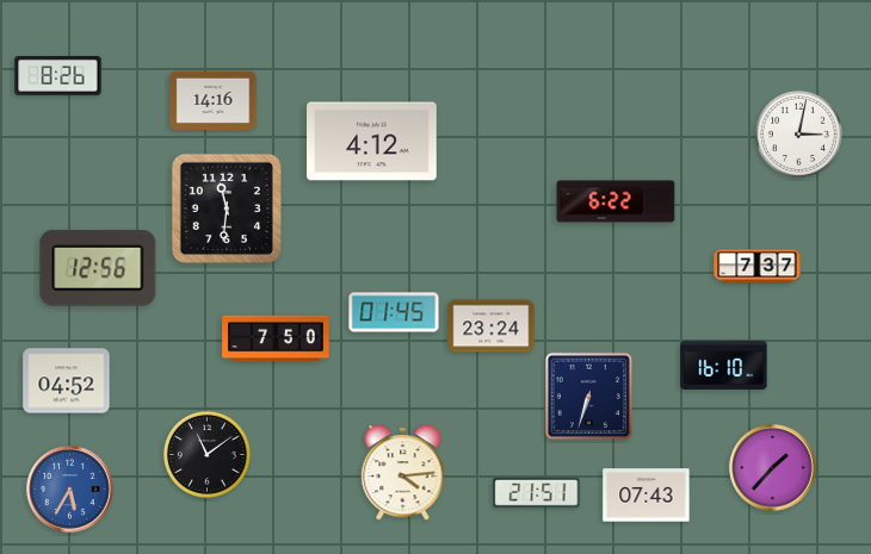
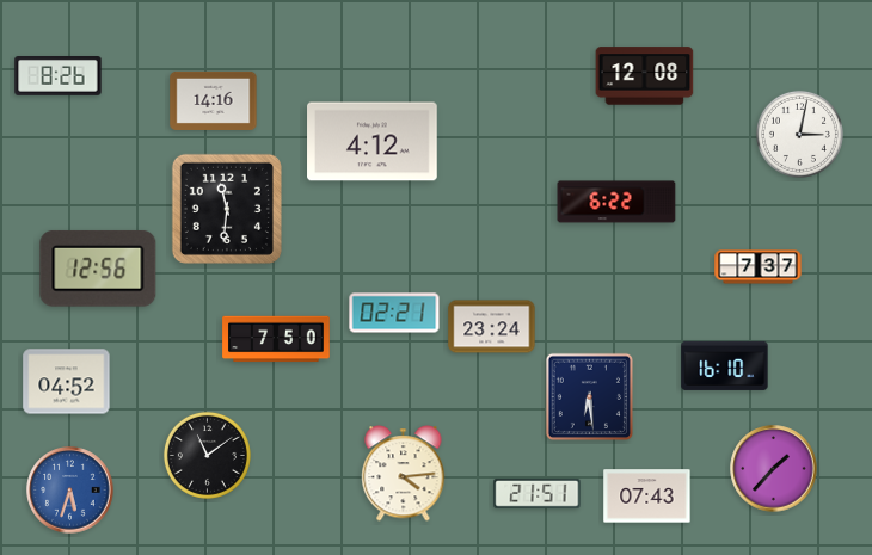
clock at (645, 76): none -> 12:08
clock at (394, 312): 01:45 -> 02:21
clock at (588, 396): 6:33 -> 6:29
clock at (70, 490): 5:35 -> 5:33
